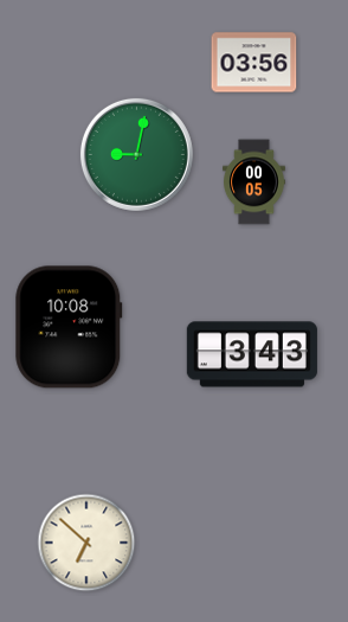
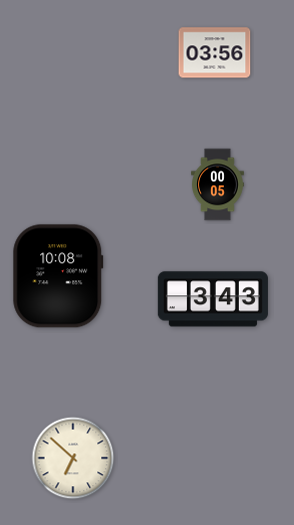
clock at (136, 154): 9:02 -> none
clock at (254, 182) position: (254, 182) -> (218, 185)
